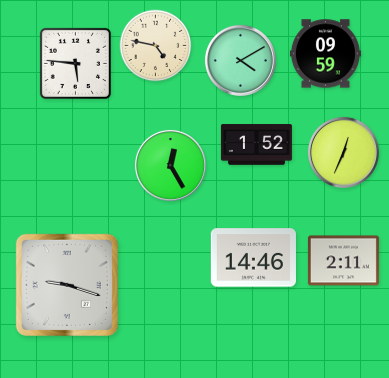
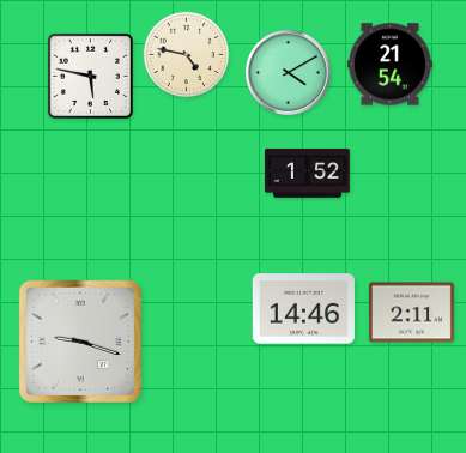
clock at (325, 54): 09:59 -> 21:54
clock at (75, 63): 5:46 -> 5:47
clock at (343, 152): 12:34 -> none
clock at (170, 165): 12:25 -> none
